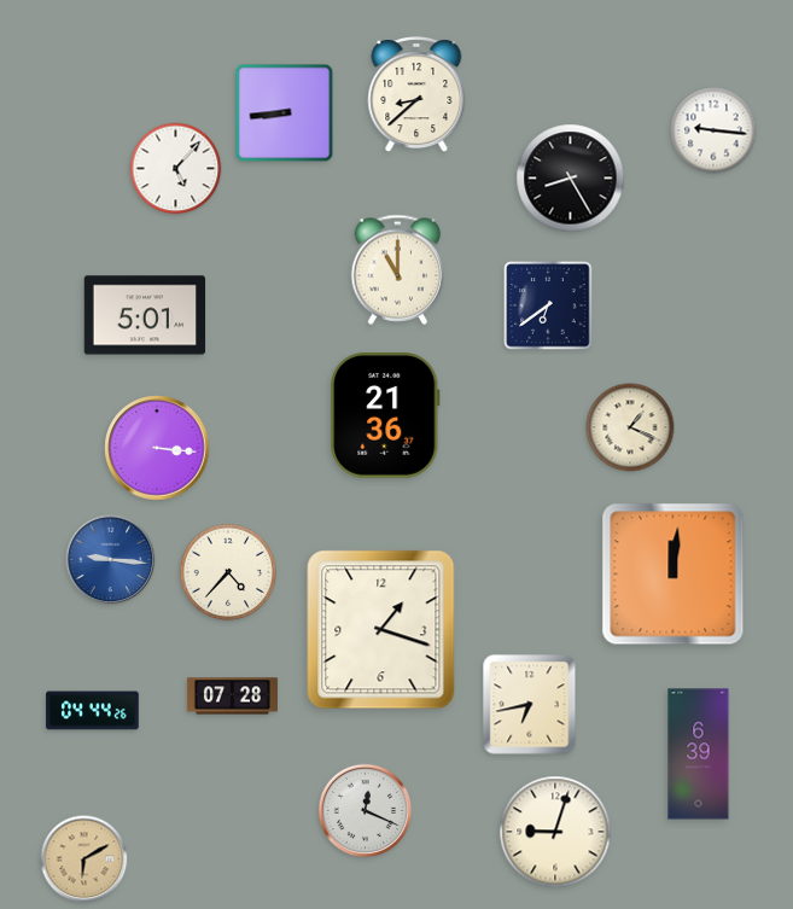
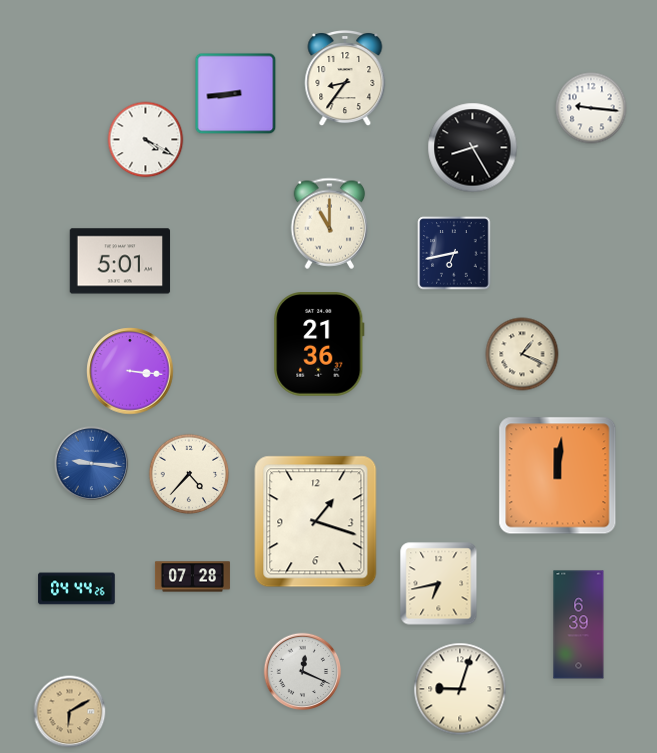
clock at (416, 95): 8:38 -> 8:36
clock at (176, 169): 5:07 -> 4:20
clock at (548, 305): 6:39 -> 6:43
